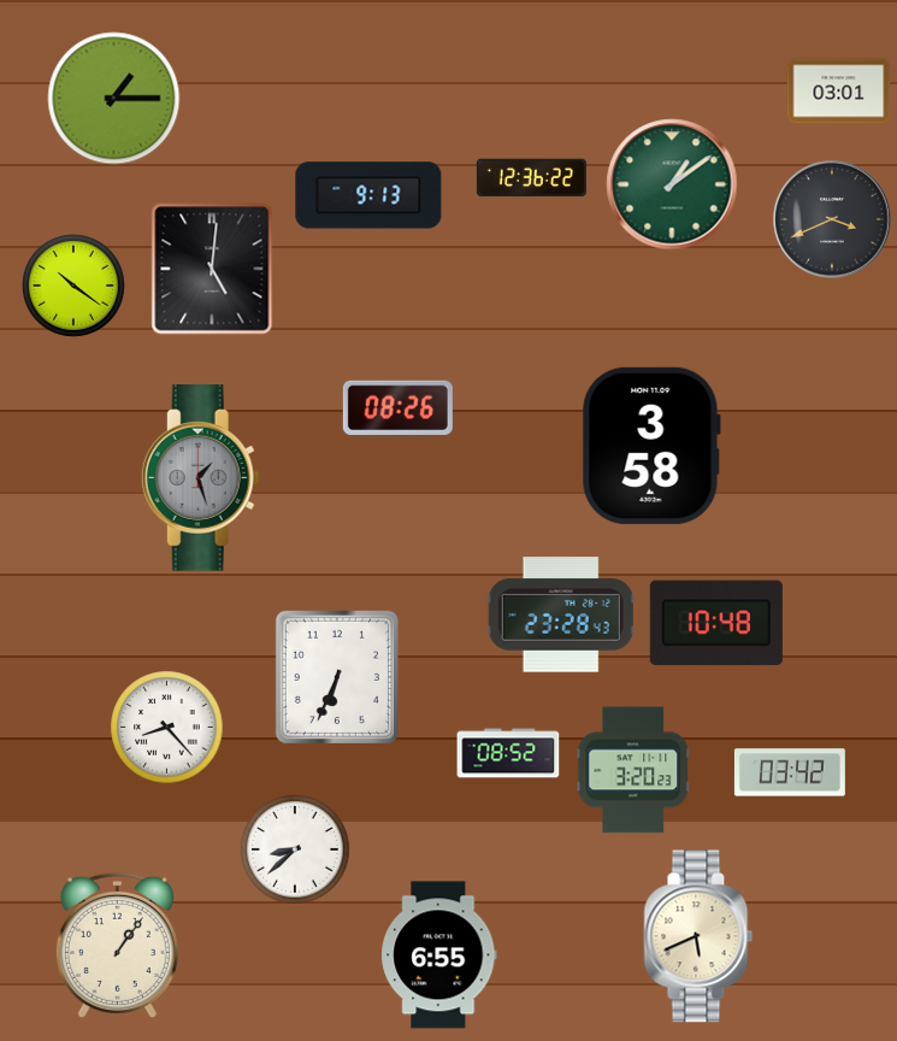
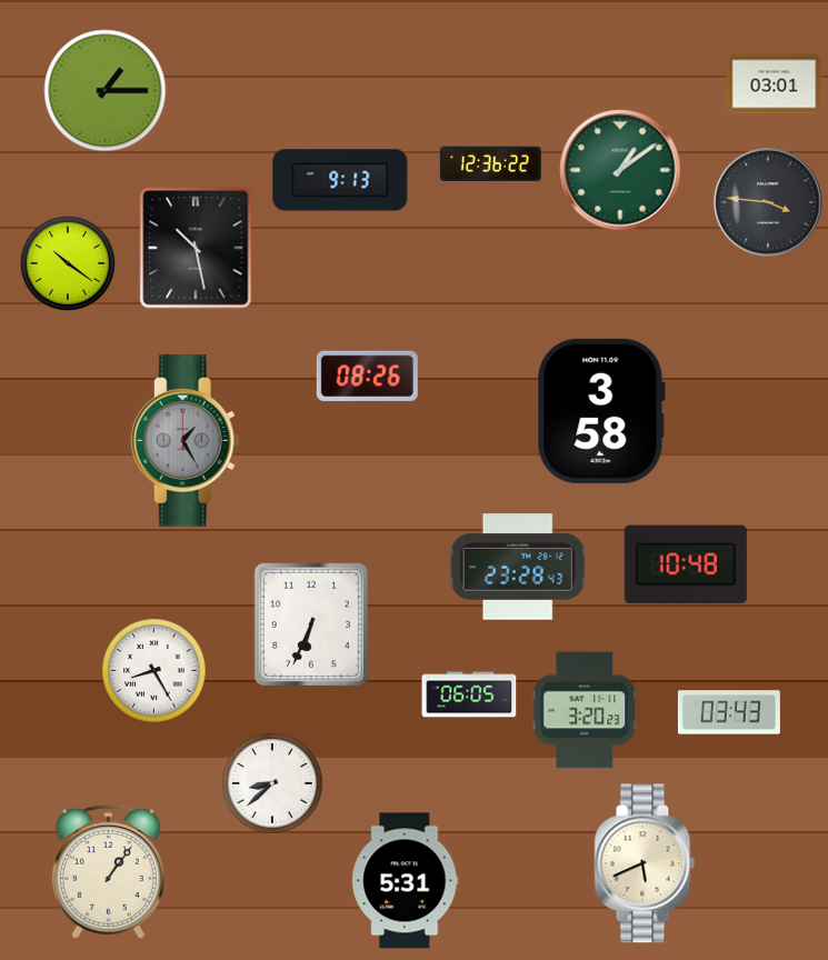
clock at (832, 219): 3:41 -> 3:46
clock at (212, 269): 5:01 -> 10:28
clock at (200, 478): 1:27 -> 1:25
clock at (716, 623) position: (716, 623) -> (686, 564)
clock at (167, 728): 8:23 -> 8:25
clock at (508, 753): 08:52 -> 06:05
clock at (790, 772): 03:42 -> 03:43
clock at (439, 955): 6:55 -> 5:31
